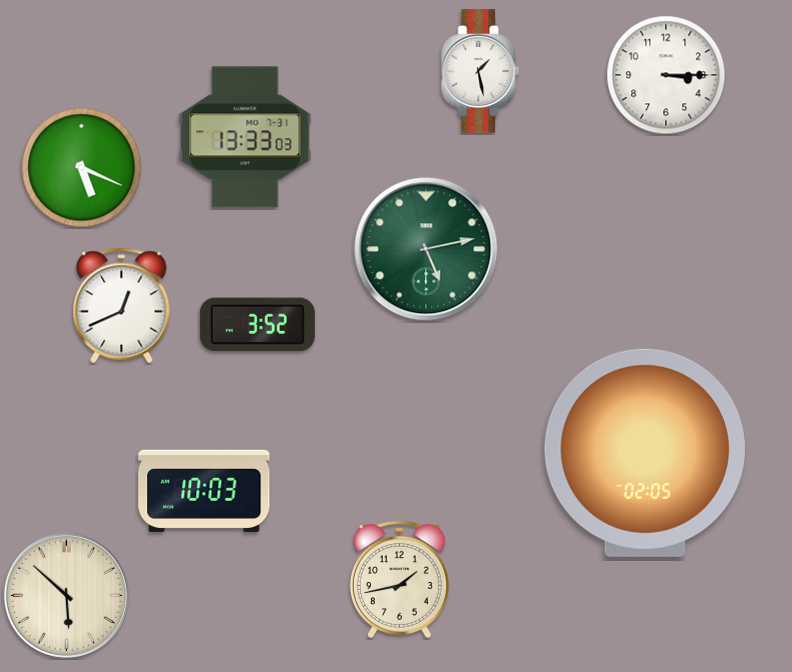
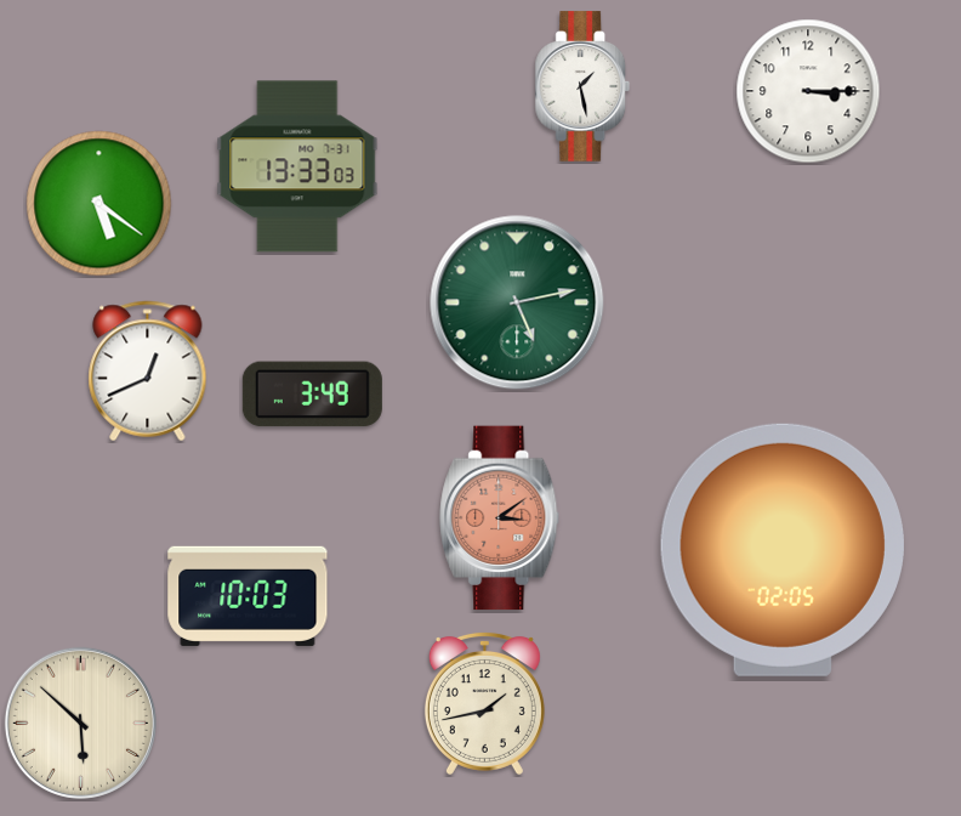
clock at (82, 168): 5:19 -> 5:21
clock at (257, 325): 3:52 -> 3:49
clock at (500, 518): none -> 3:09
